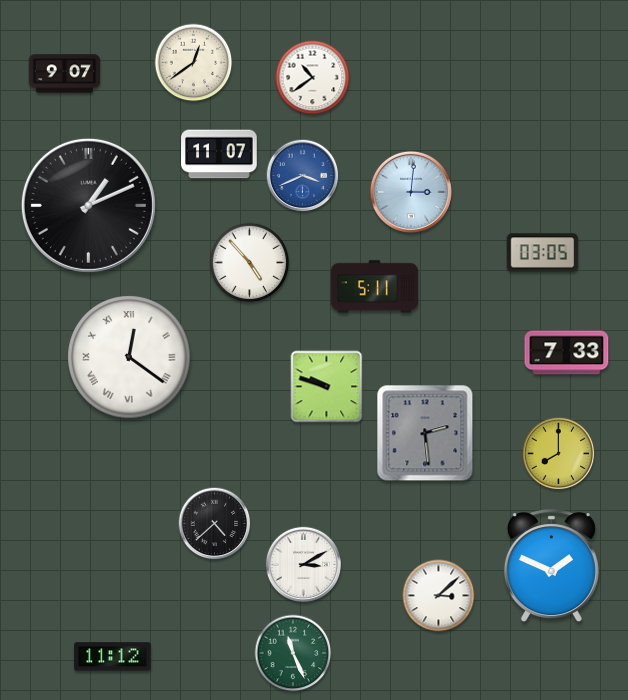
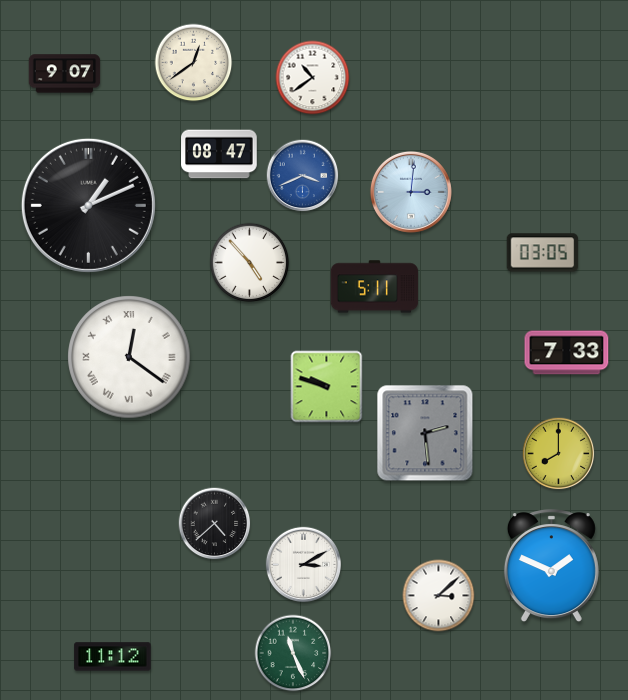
clock at (219, 154): 11:07 -> 08:47
